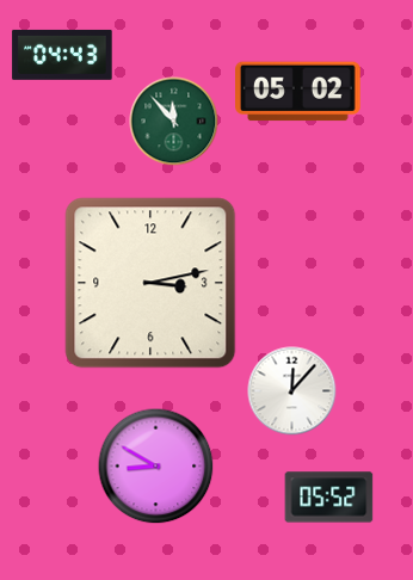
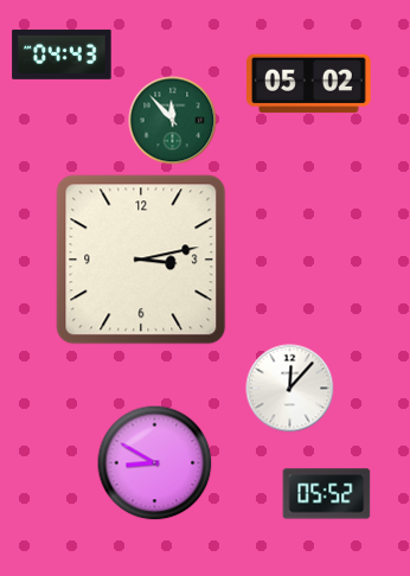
clock at (298, 92) position: (298, 92) -> (309, 84)
clock at (150, 283) position: (150, 283) -> (141, 260)
